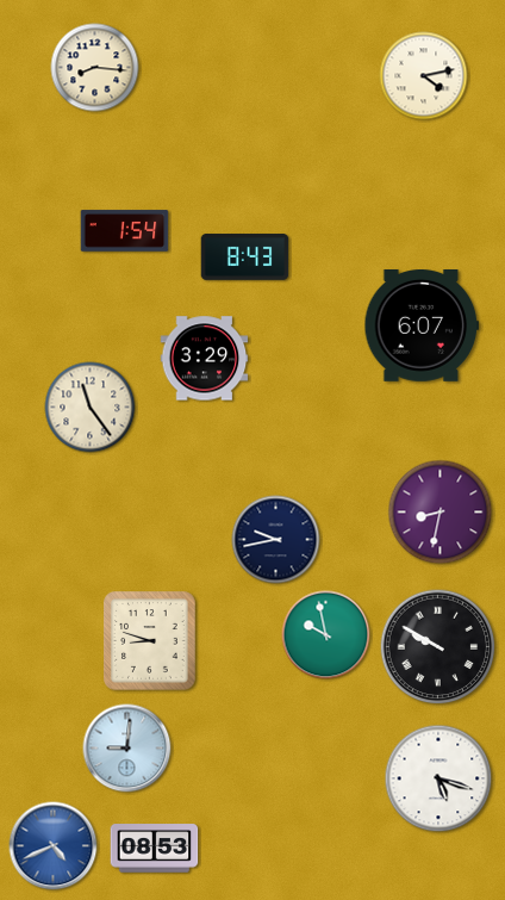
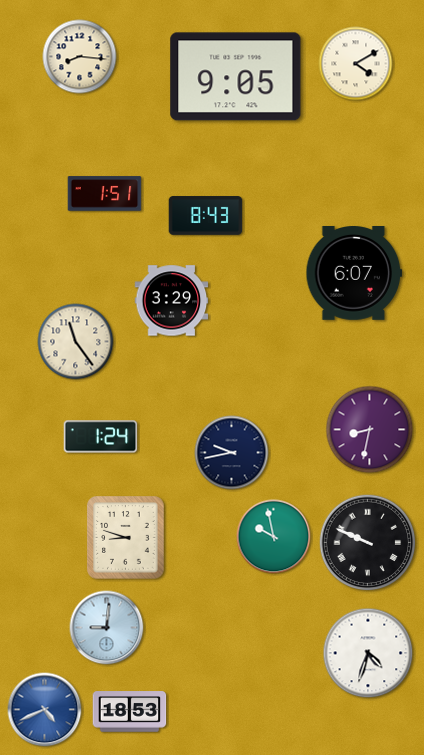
clock at (424, 76): 4:13 -> 4:10
clock at (236, 77): none -> 9:05
clock at (125, 231): 1:54 -> 1:51
clock at (101, 437): none -> 1:24
clock at (326, 635) position: (326, 635) -> (274, 537)
clock at (438, 647): 9:50 -> 9:49
clock at (438, 778): 5:18 -> 4:33
clock at (155, 849): 08:53 -> 18:53
